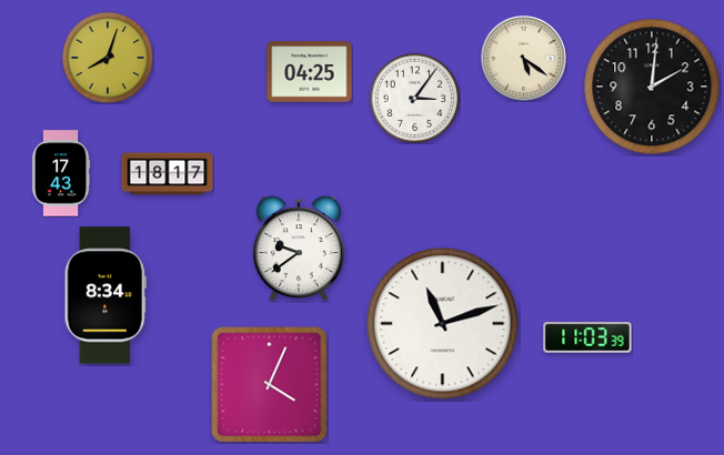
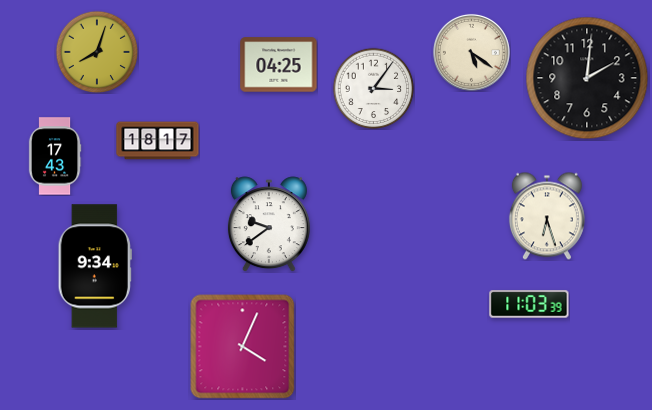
clock at (168, 174) position: (168, 174) -> (158, 141)
clock at (547, 216): none -> 6:27
clock at (105, 295): 8:34 -> 9:34
clock at (443, 324): 11:12 -> none
